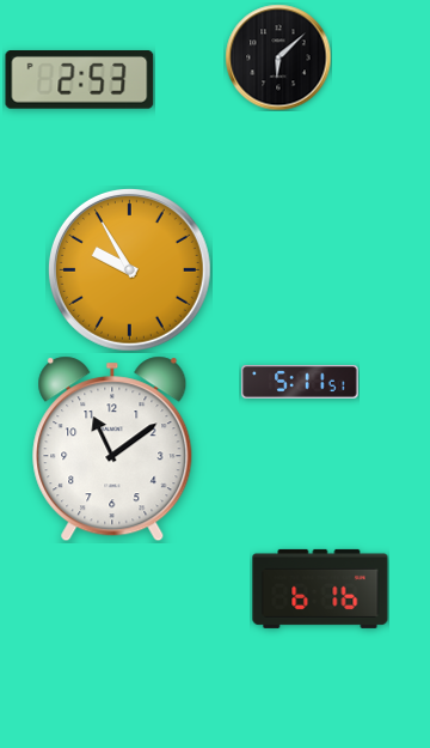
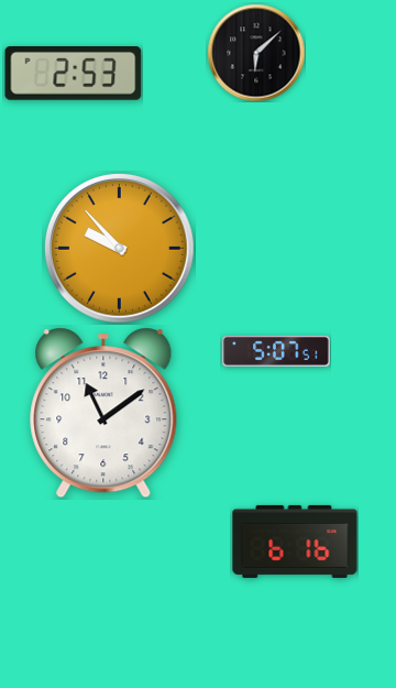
clock at (129, 269): 9:55 -> 9:53
clock at (300, 382): 5:11 -> 5:07
